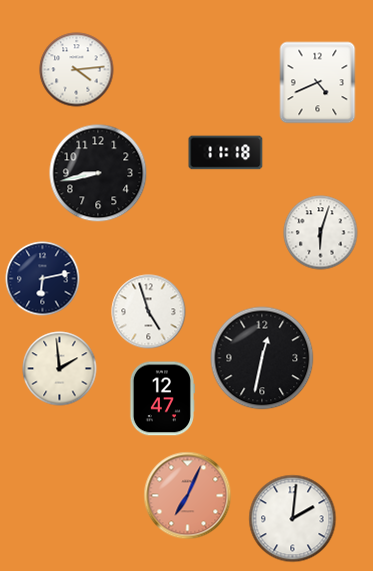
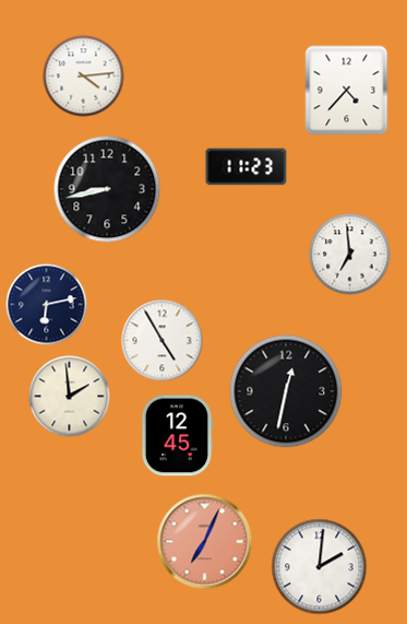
clock at (318, 83): 4:41 -> 4:37
clock at (226, 153): 11:18 -> 11:23
clock at (321, 233): 6:03 -> 6:59
clock at (149, 312): 4:57 -> 4:55
clock at (60, 369) position: (60, 369) -> (70, 397)
clock at (162, 399): 12:47 -> 12:45
